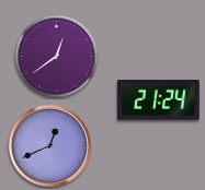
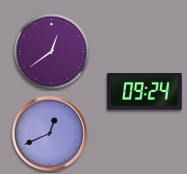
clock at (159, 100): 21:24 -> 09:24
clock at (49, 145) position: (49, 145) -> (49, 133)
